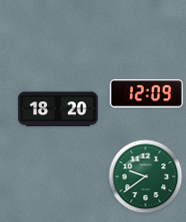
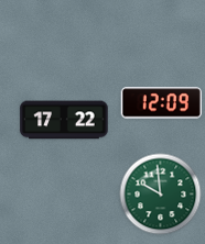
clock at (58, 109): 18:20 -> 17:22
clock at (146, 177): 9:39 -> 9:59
